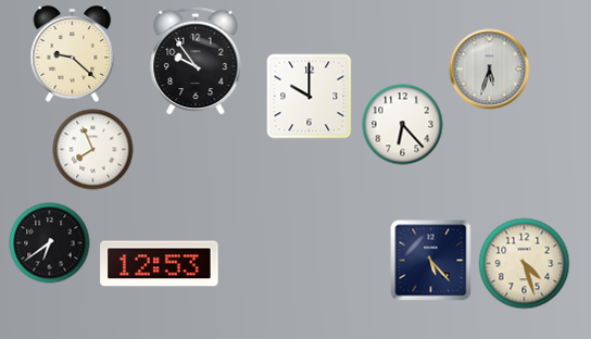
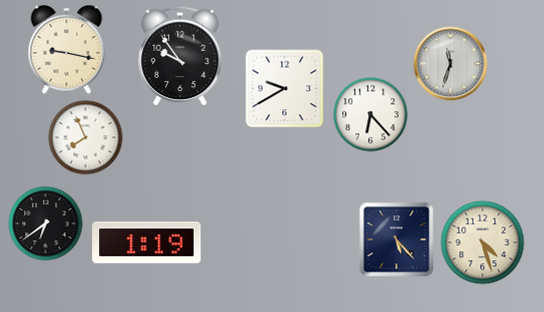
clock at (73, 54): 9:22 -> 9:17
clock at (490, 70): 5:33 -> 11:33
clock at (310, 97): 10:00 -> 9:40
clock at (160, 264): 12:53 -> 1:19
